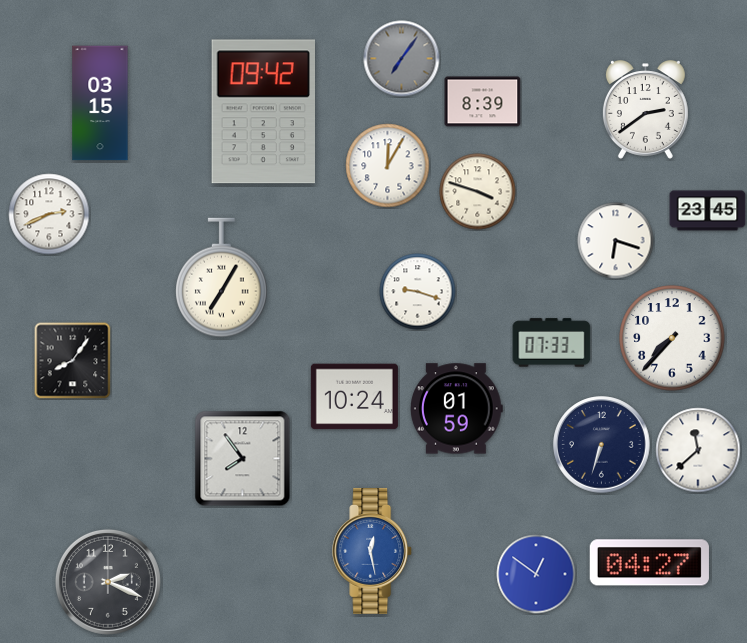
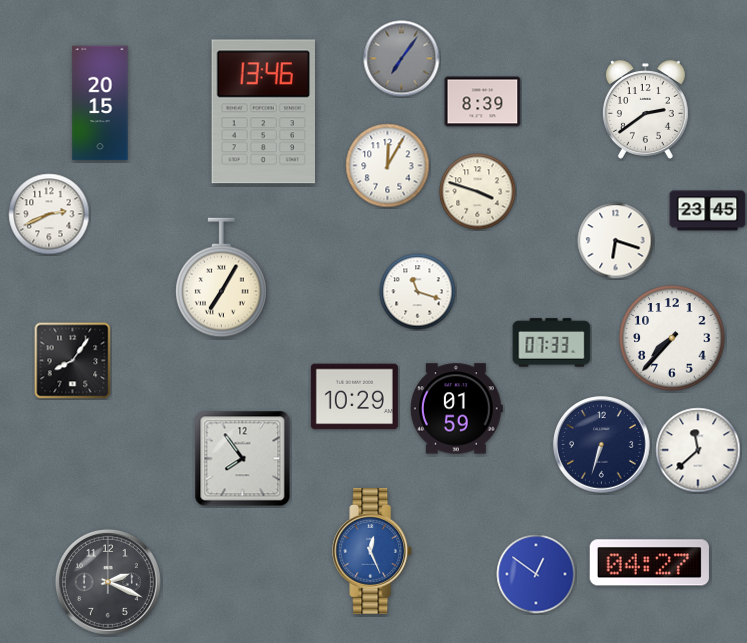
clock at (100, 103): 03:15 -> 20:15
clock at (263, 112): 09:42 -> 13:46
clock at (418, 292): 9:18 -> 11:18
clock at (354, 397): 10:24 -> 10:29
clock at (373, 551): 12:28 -> 12:26
